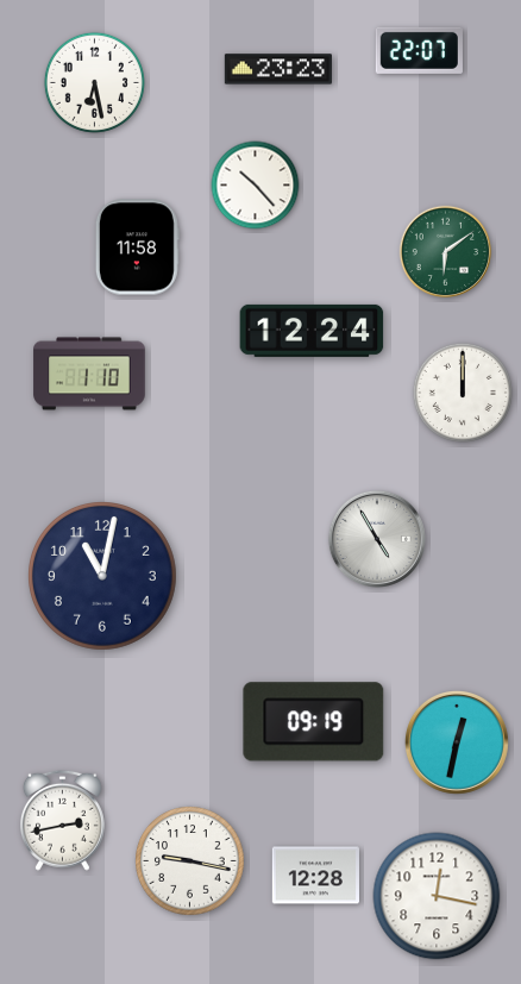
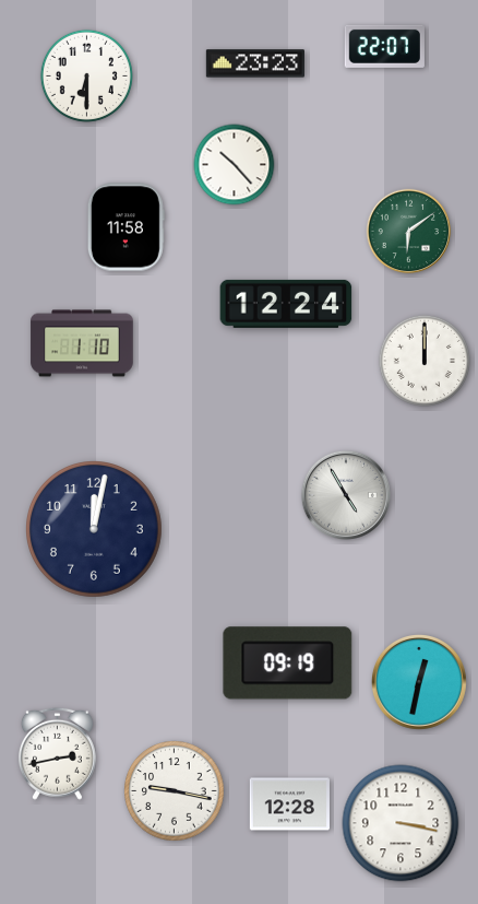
clock at (94, 82): 6:28 -> 6:30
clock at (256, 186) position: (256, 186) -> (235, 165)
clock at (103, 577): 11:02 -> 12:02
clock at (437, 896): 12:17 -> 3:17
